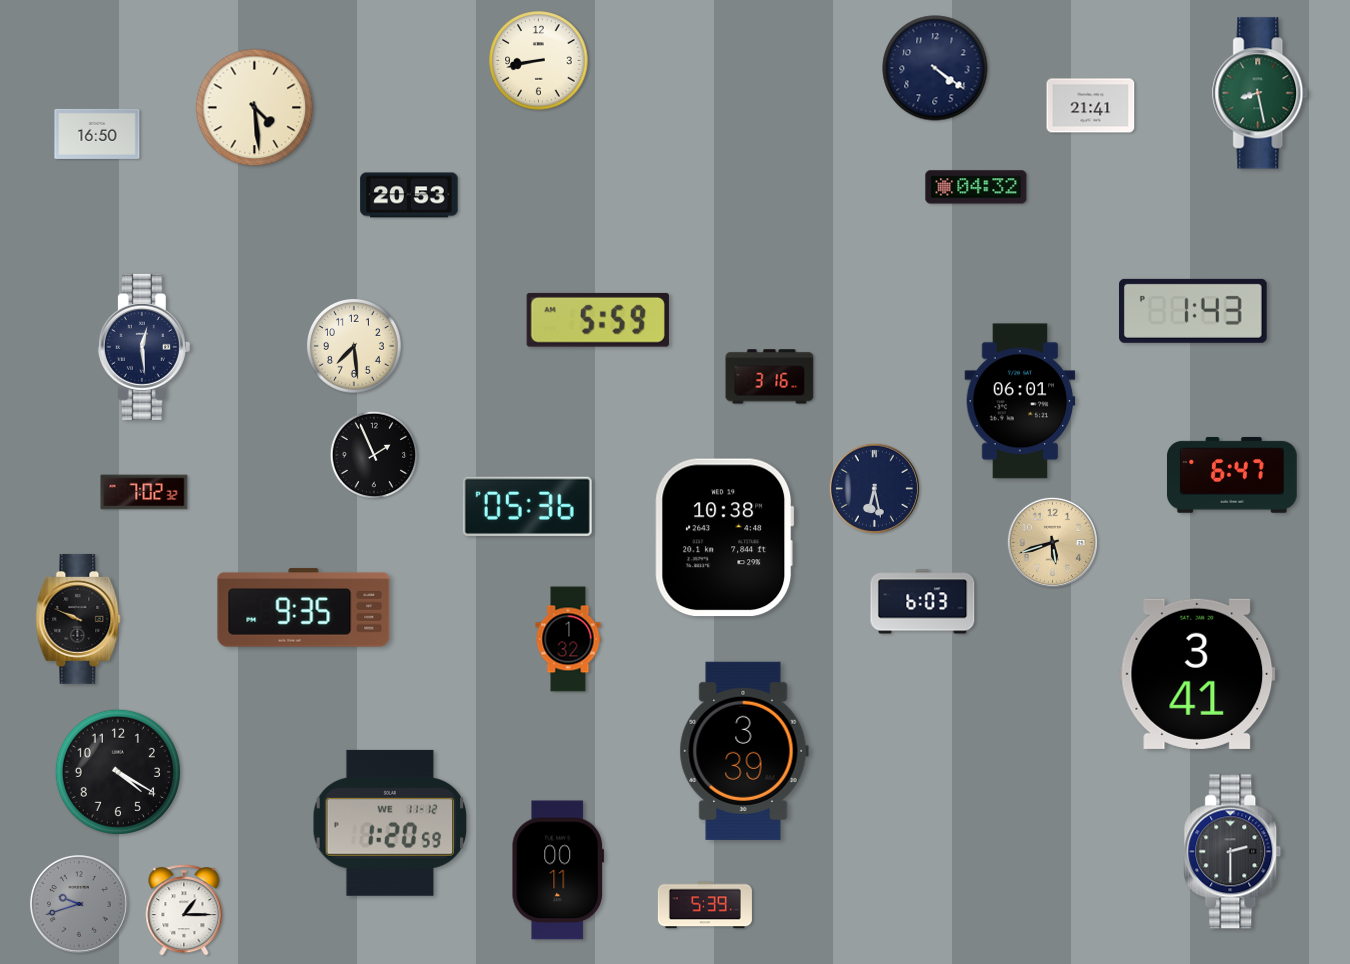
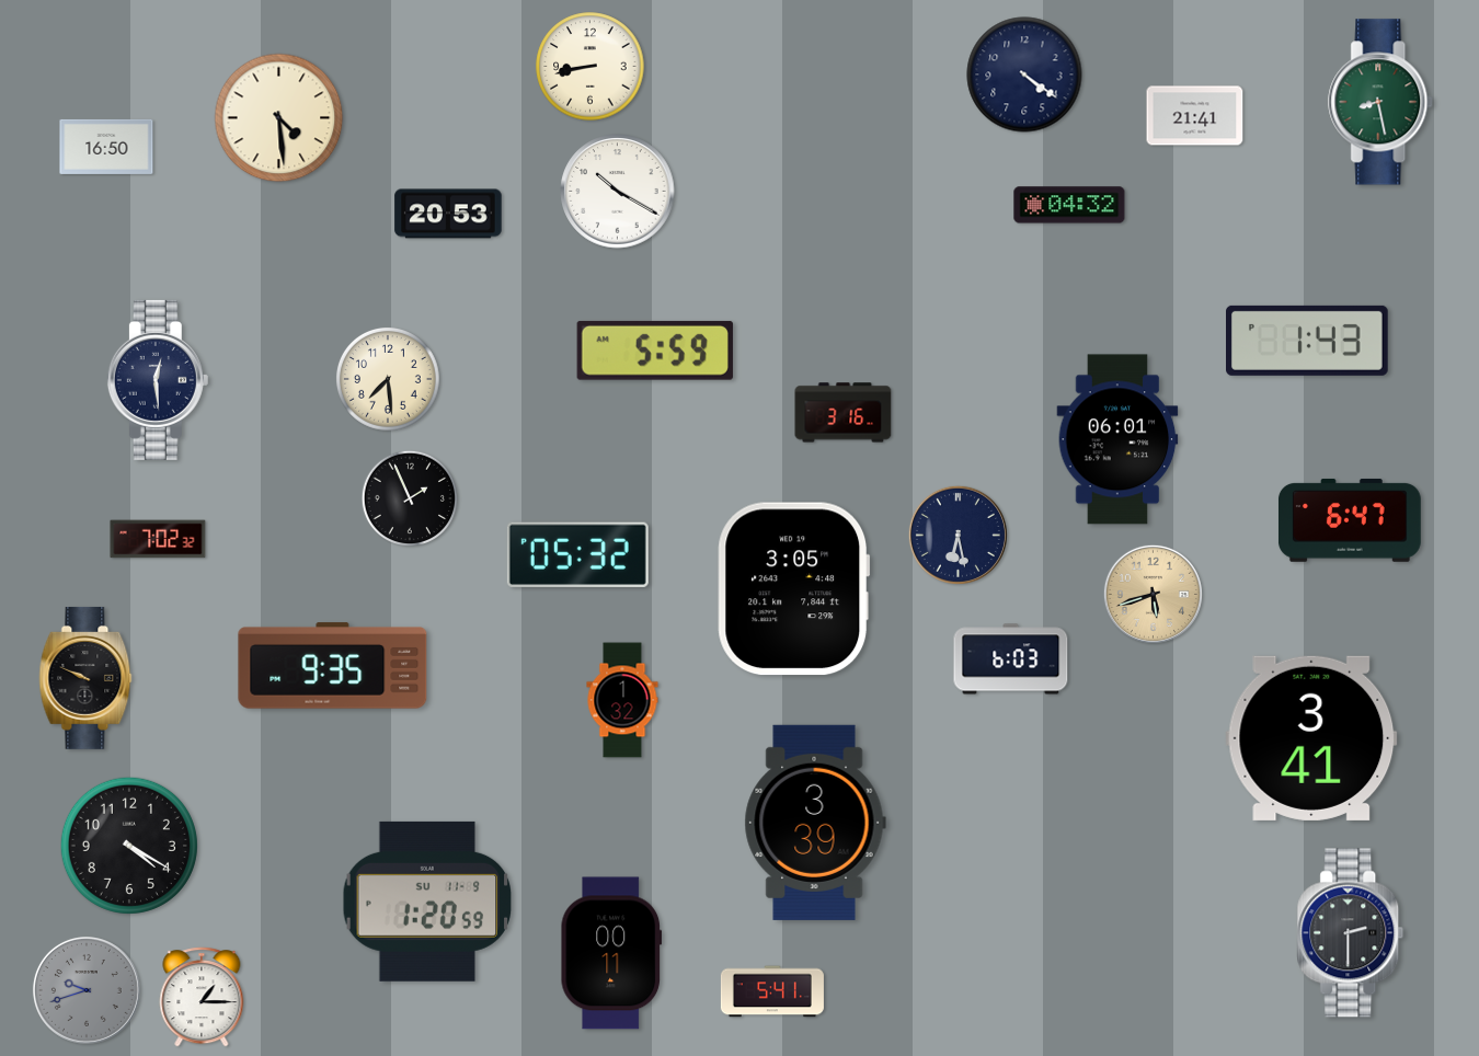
clock at (618, 192): none -> 10:20
clock at (527, 506): 05:36 -> 05:32
clock at (725, 538): 10:38 -> 3:05
clock at (390, 823) date: WE 11-12 -> SU 11-9
clock at (705, 905): 5:39 -> 5:41
